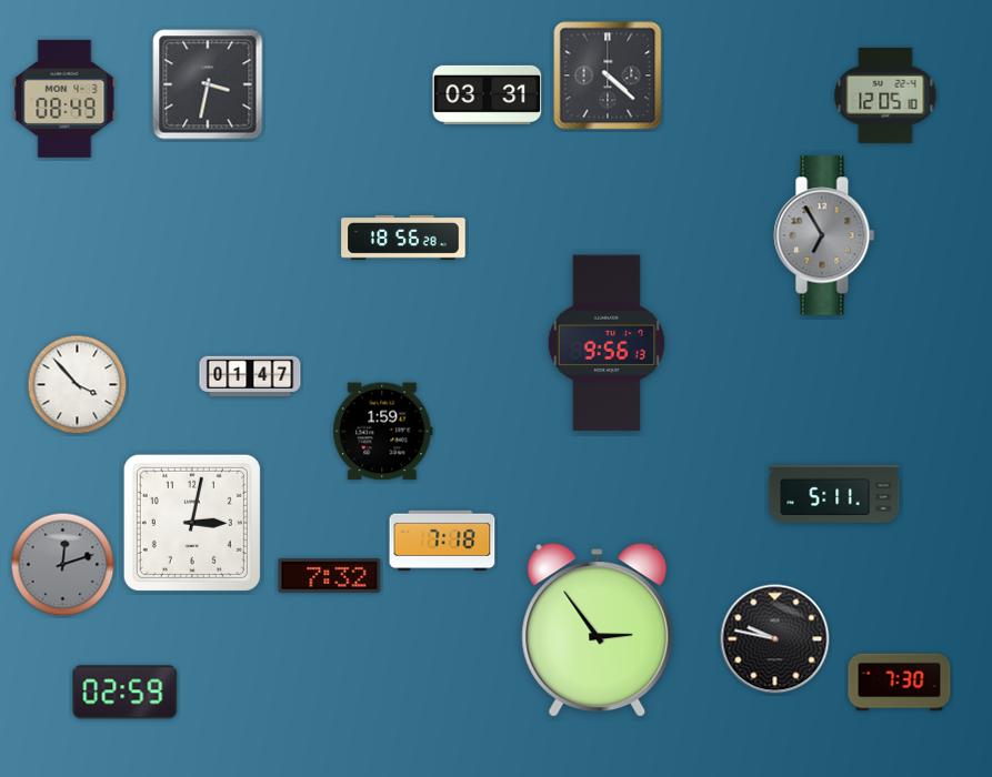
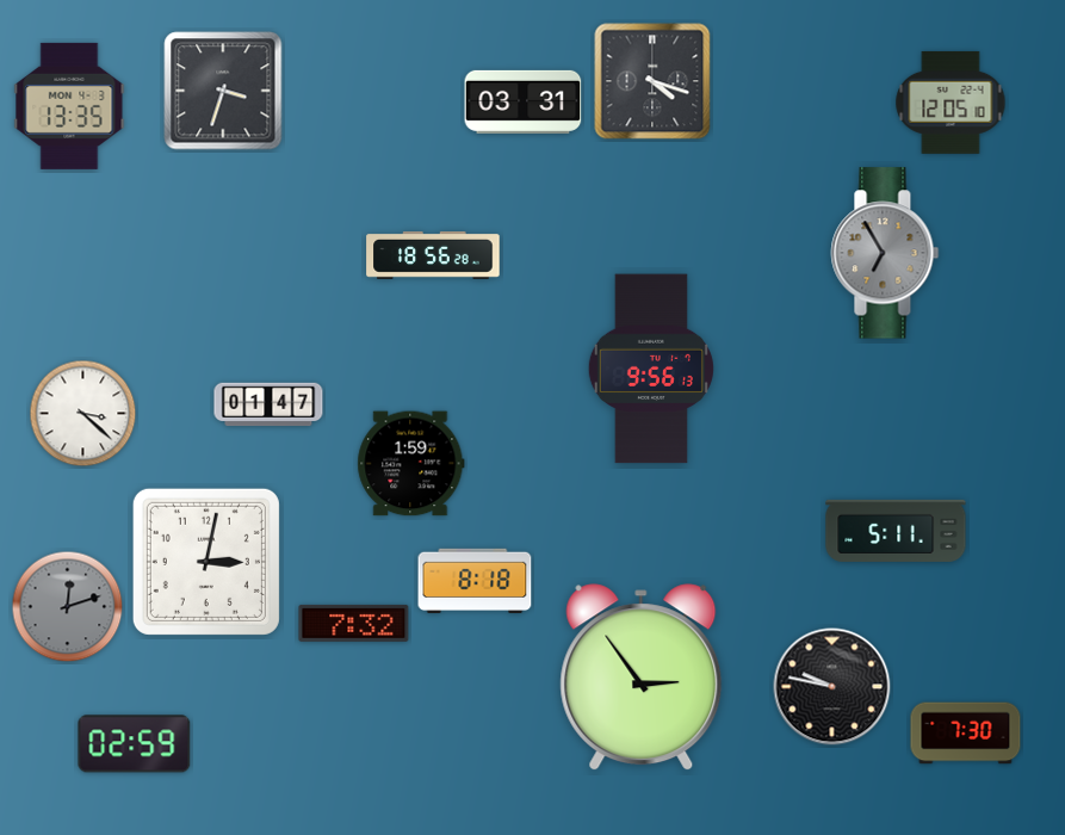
clock at (608, 75): 4:22 -> 4:18
clock at (208, 84): 3:32 -> 3:33
clock at (64, 99): 08:49 -> 13:35
clock at (78, 385): 3:53 -> 3:22
clock at (442, 541): 7:18 -> 8:18
clock at (330, 575) position: (330, 575) -> (354, 623)
